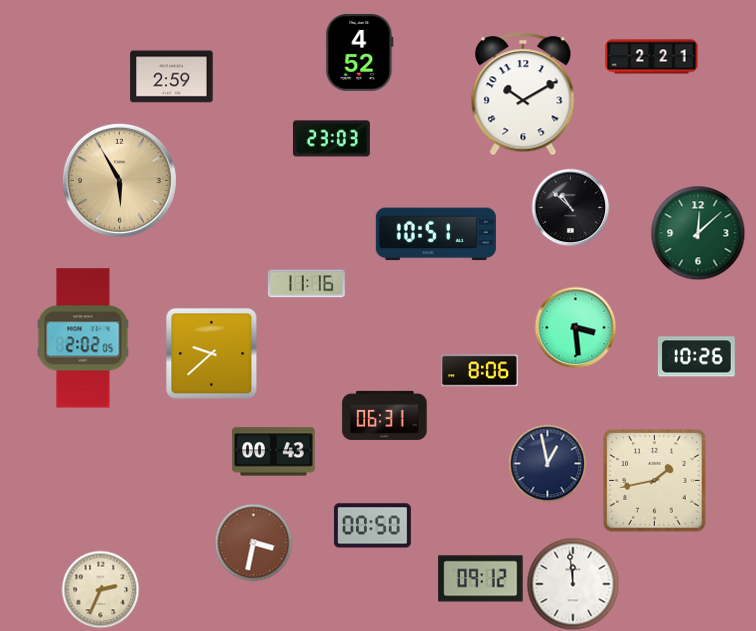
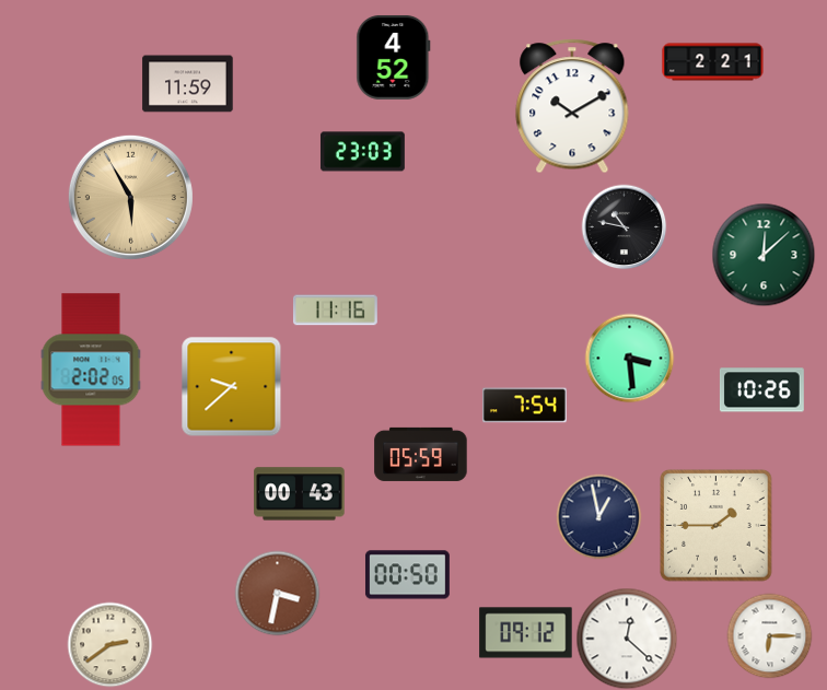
clock at (172, 77): 2:59 -> 11:59
clock at (523, 94) position: (523, 94) -> (572, 106)
clock at (570, 207): 10:52 -> 10:47
clock at (436, 234): 10:51 -> none
clock at (480, 371): 8:06 -> 7:54
clock at (385, 415): 06:31 -> 05:59
clock at (547, 463) position: (547, 463) -> (598, 516)
clock at (655, 481): 1:43 -> 1:45
clock at (769, 635): none -> 6:15
clock at (573, 584): 11:59 -> 12:22
clock at (100, 589): 2:34 -> 2:39
